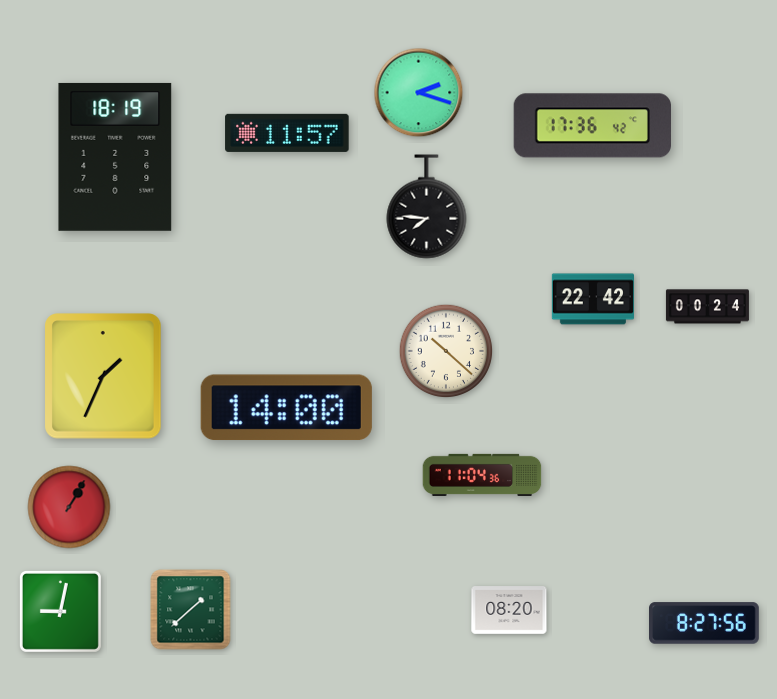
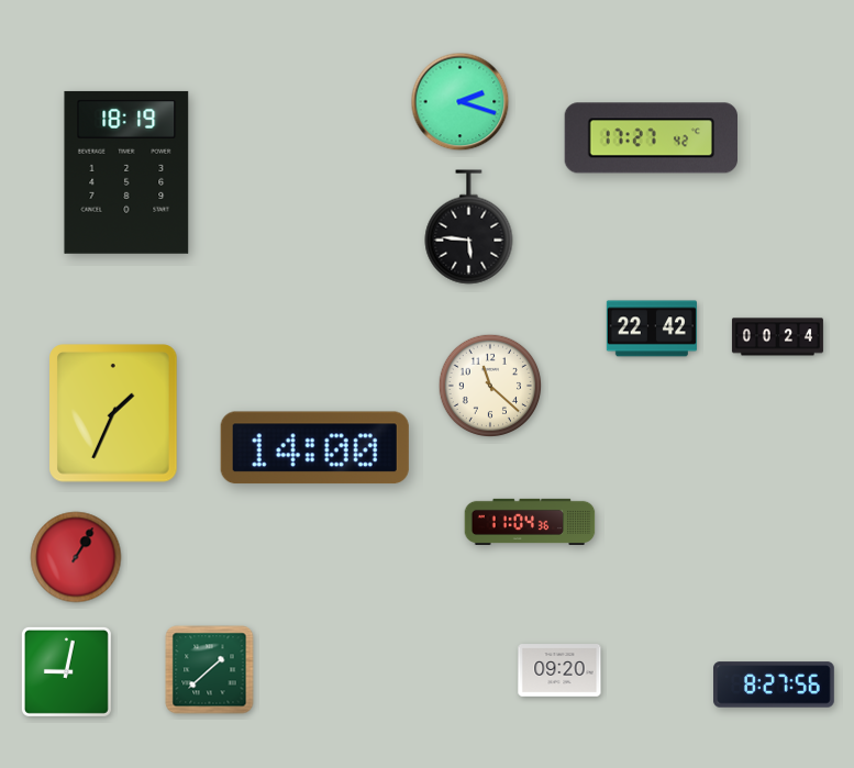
clock at (592, 126): 17:36 -> 17:27
clock at (287, 133): 11:57 -> none
clock at (427, 207): 7:46 -> 5:46
clock at (446, 351): 10:22 -> 11:22
clock at (509, 610): 08:20 -> 09:20
